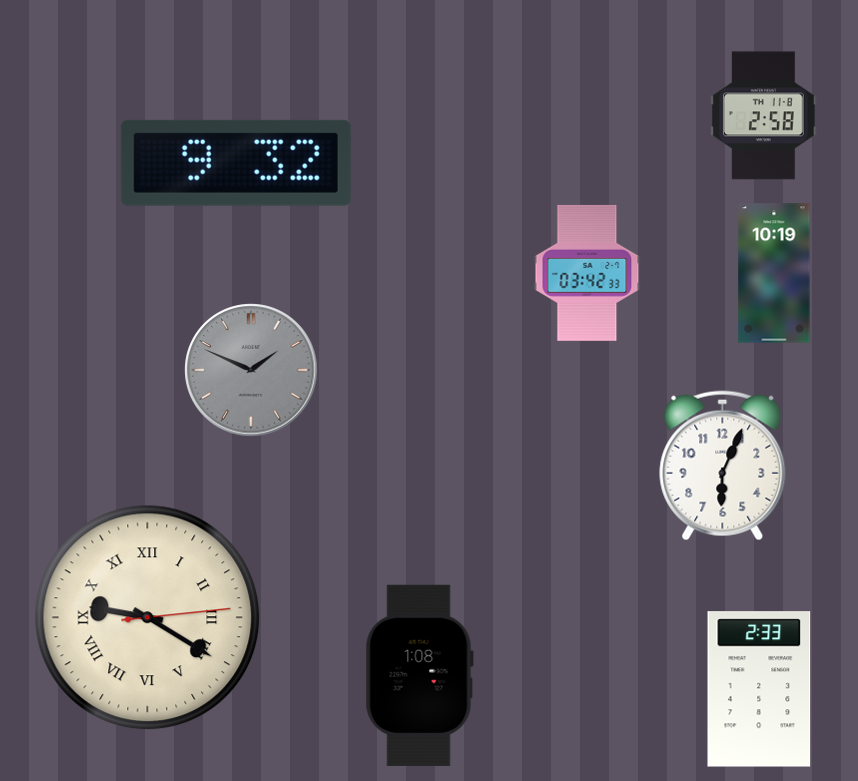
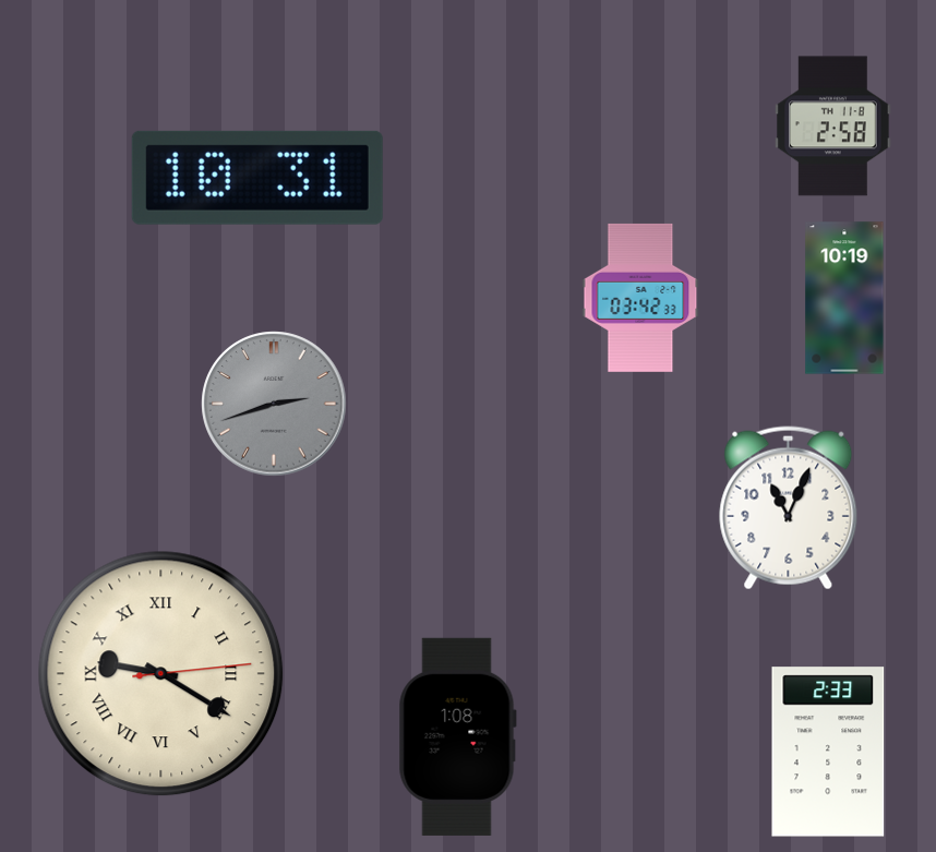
clock at (236, 163): 9:32 -> 10:31
clock at (251, 370): 1:49 -> 2:42
clock at (723, 466): 6:04 -> 11:04
